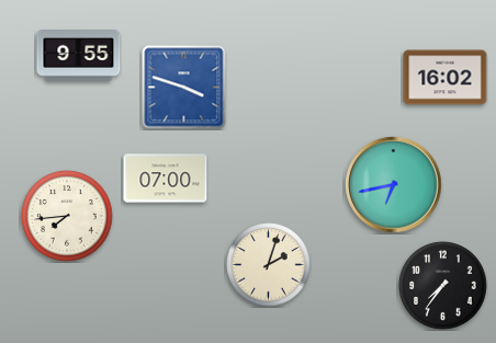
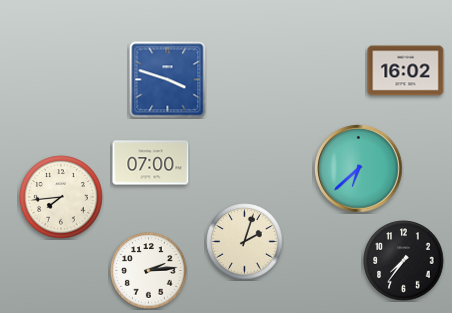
clock at (79, 56): 9:55 -> none
clock at (394, 185): 6:43 -> 6:38
clock at (149, 271): none -> 2:14
